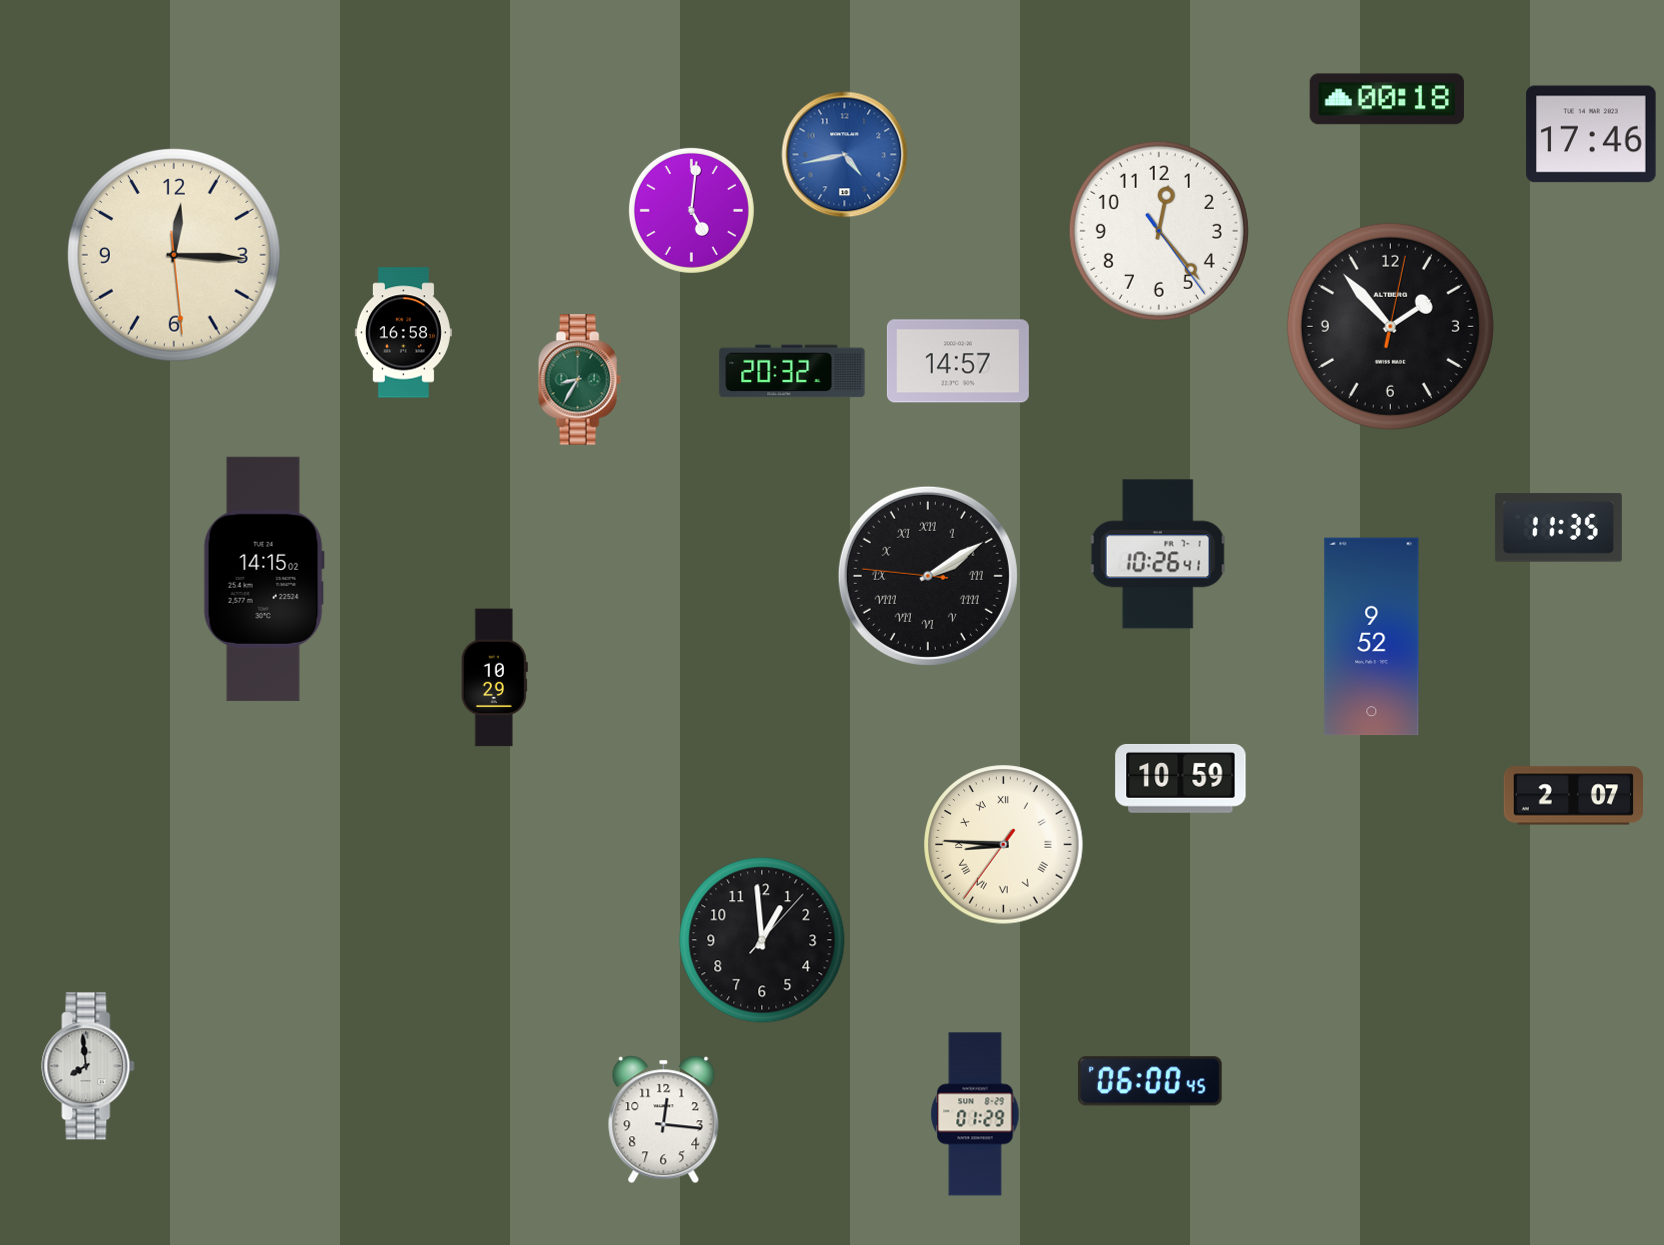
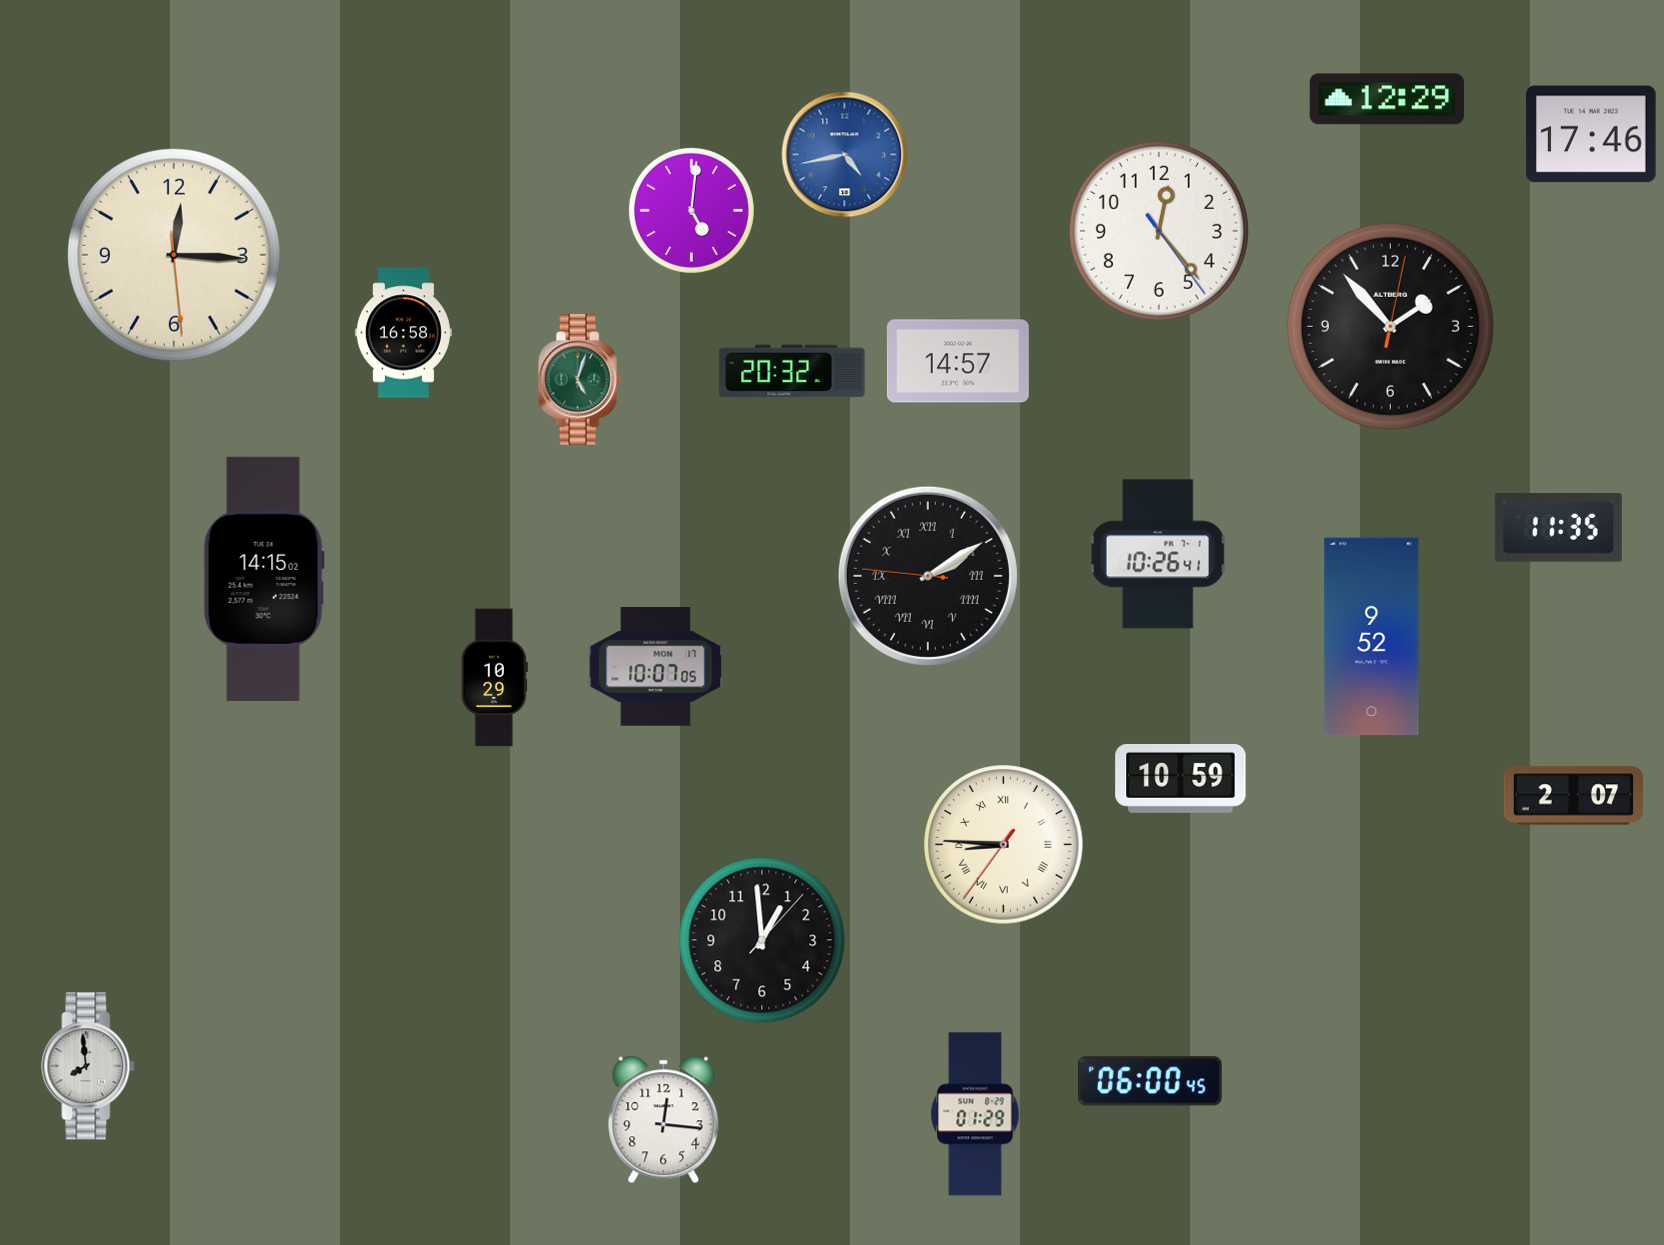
clock at (1387, 99): 00:18 -> 12:29
clock at (579, 380): 8:35 -> 5:03
clock at (656, 667): none -> 10:07
